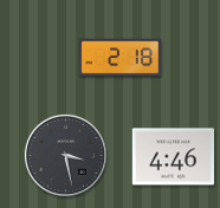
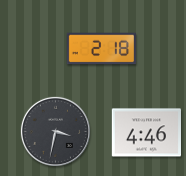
clock at (65, 155): 3:28 -> 3:32
